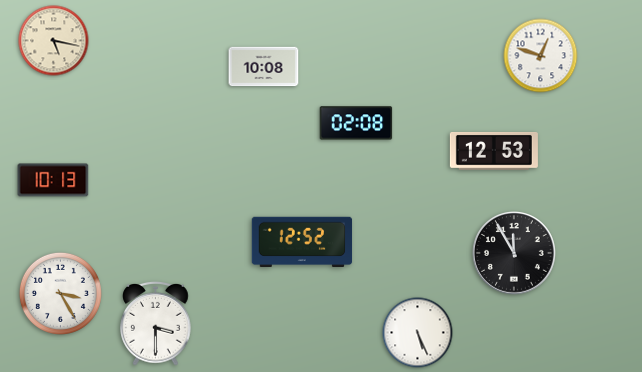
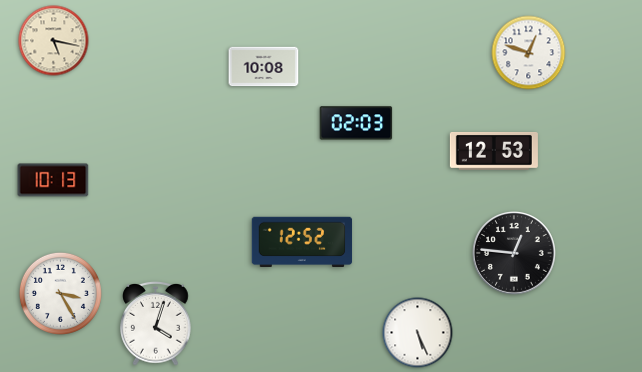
clock at (541, 56) position: (541, 56) -> (529, 53)
clock at (356, 123): 02:08 -> 02:03
clock at (515, 254): 11:55 -> 12:46
clock at (156, 323): 3:30 -> 4:03
